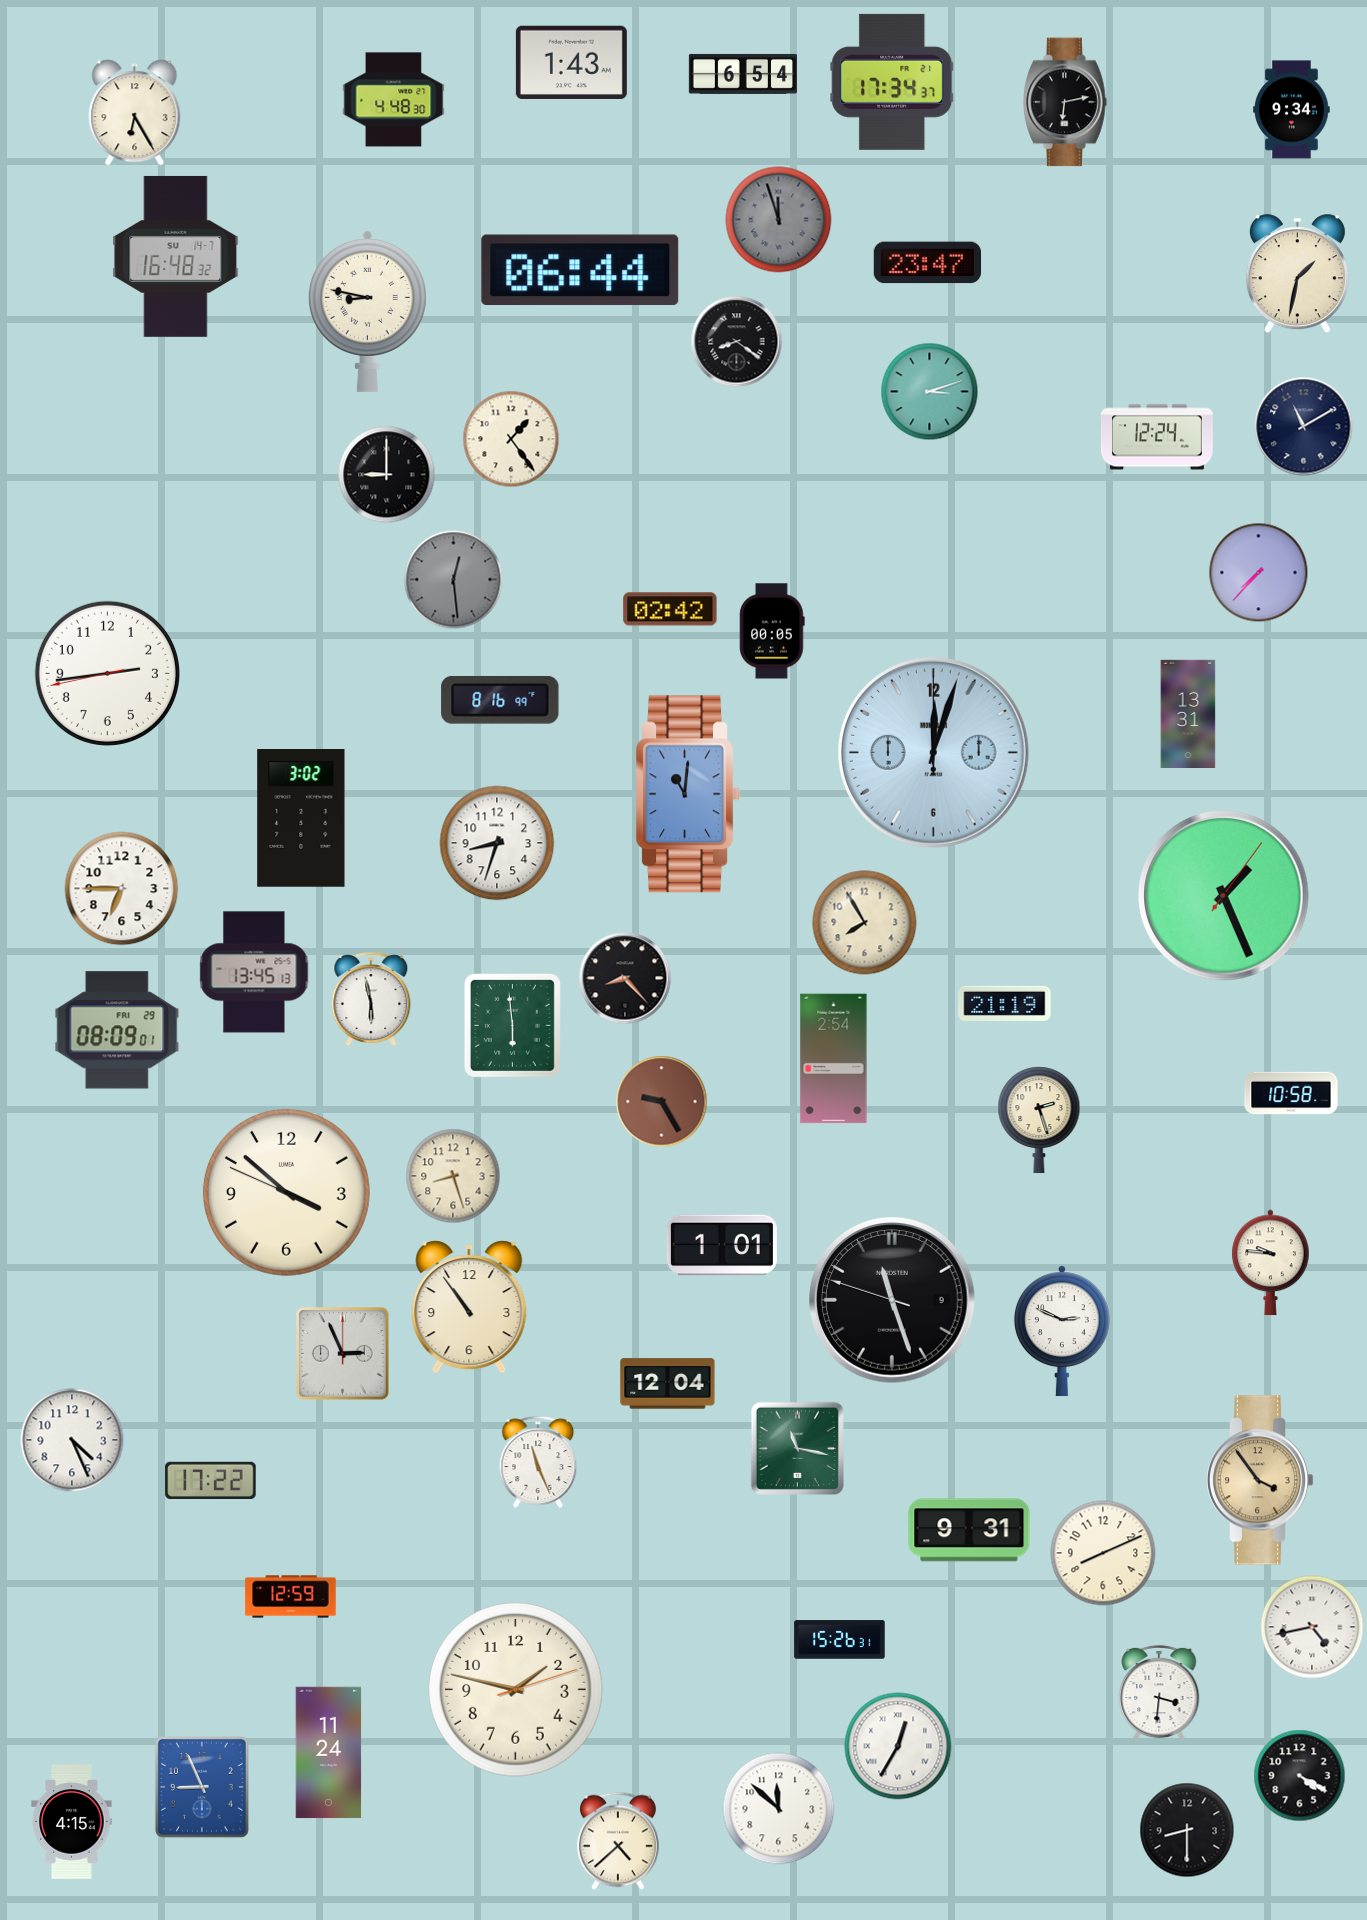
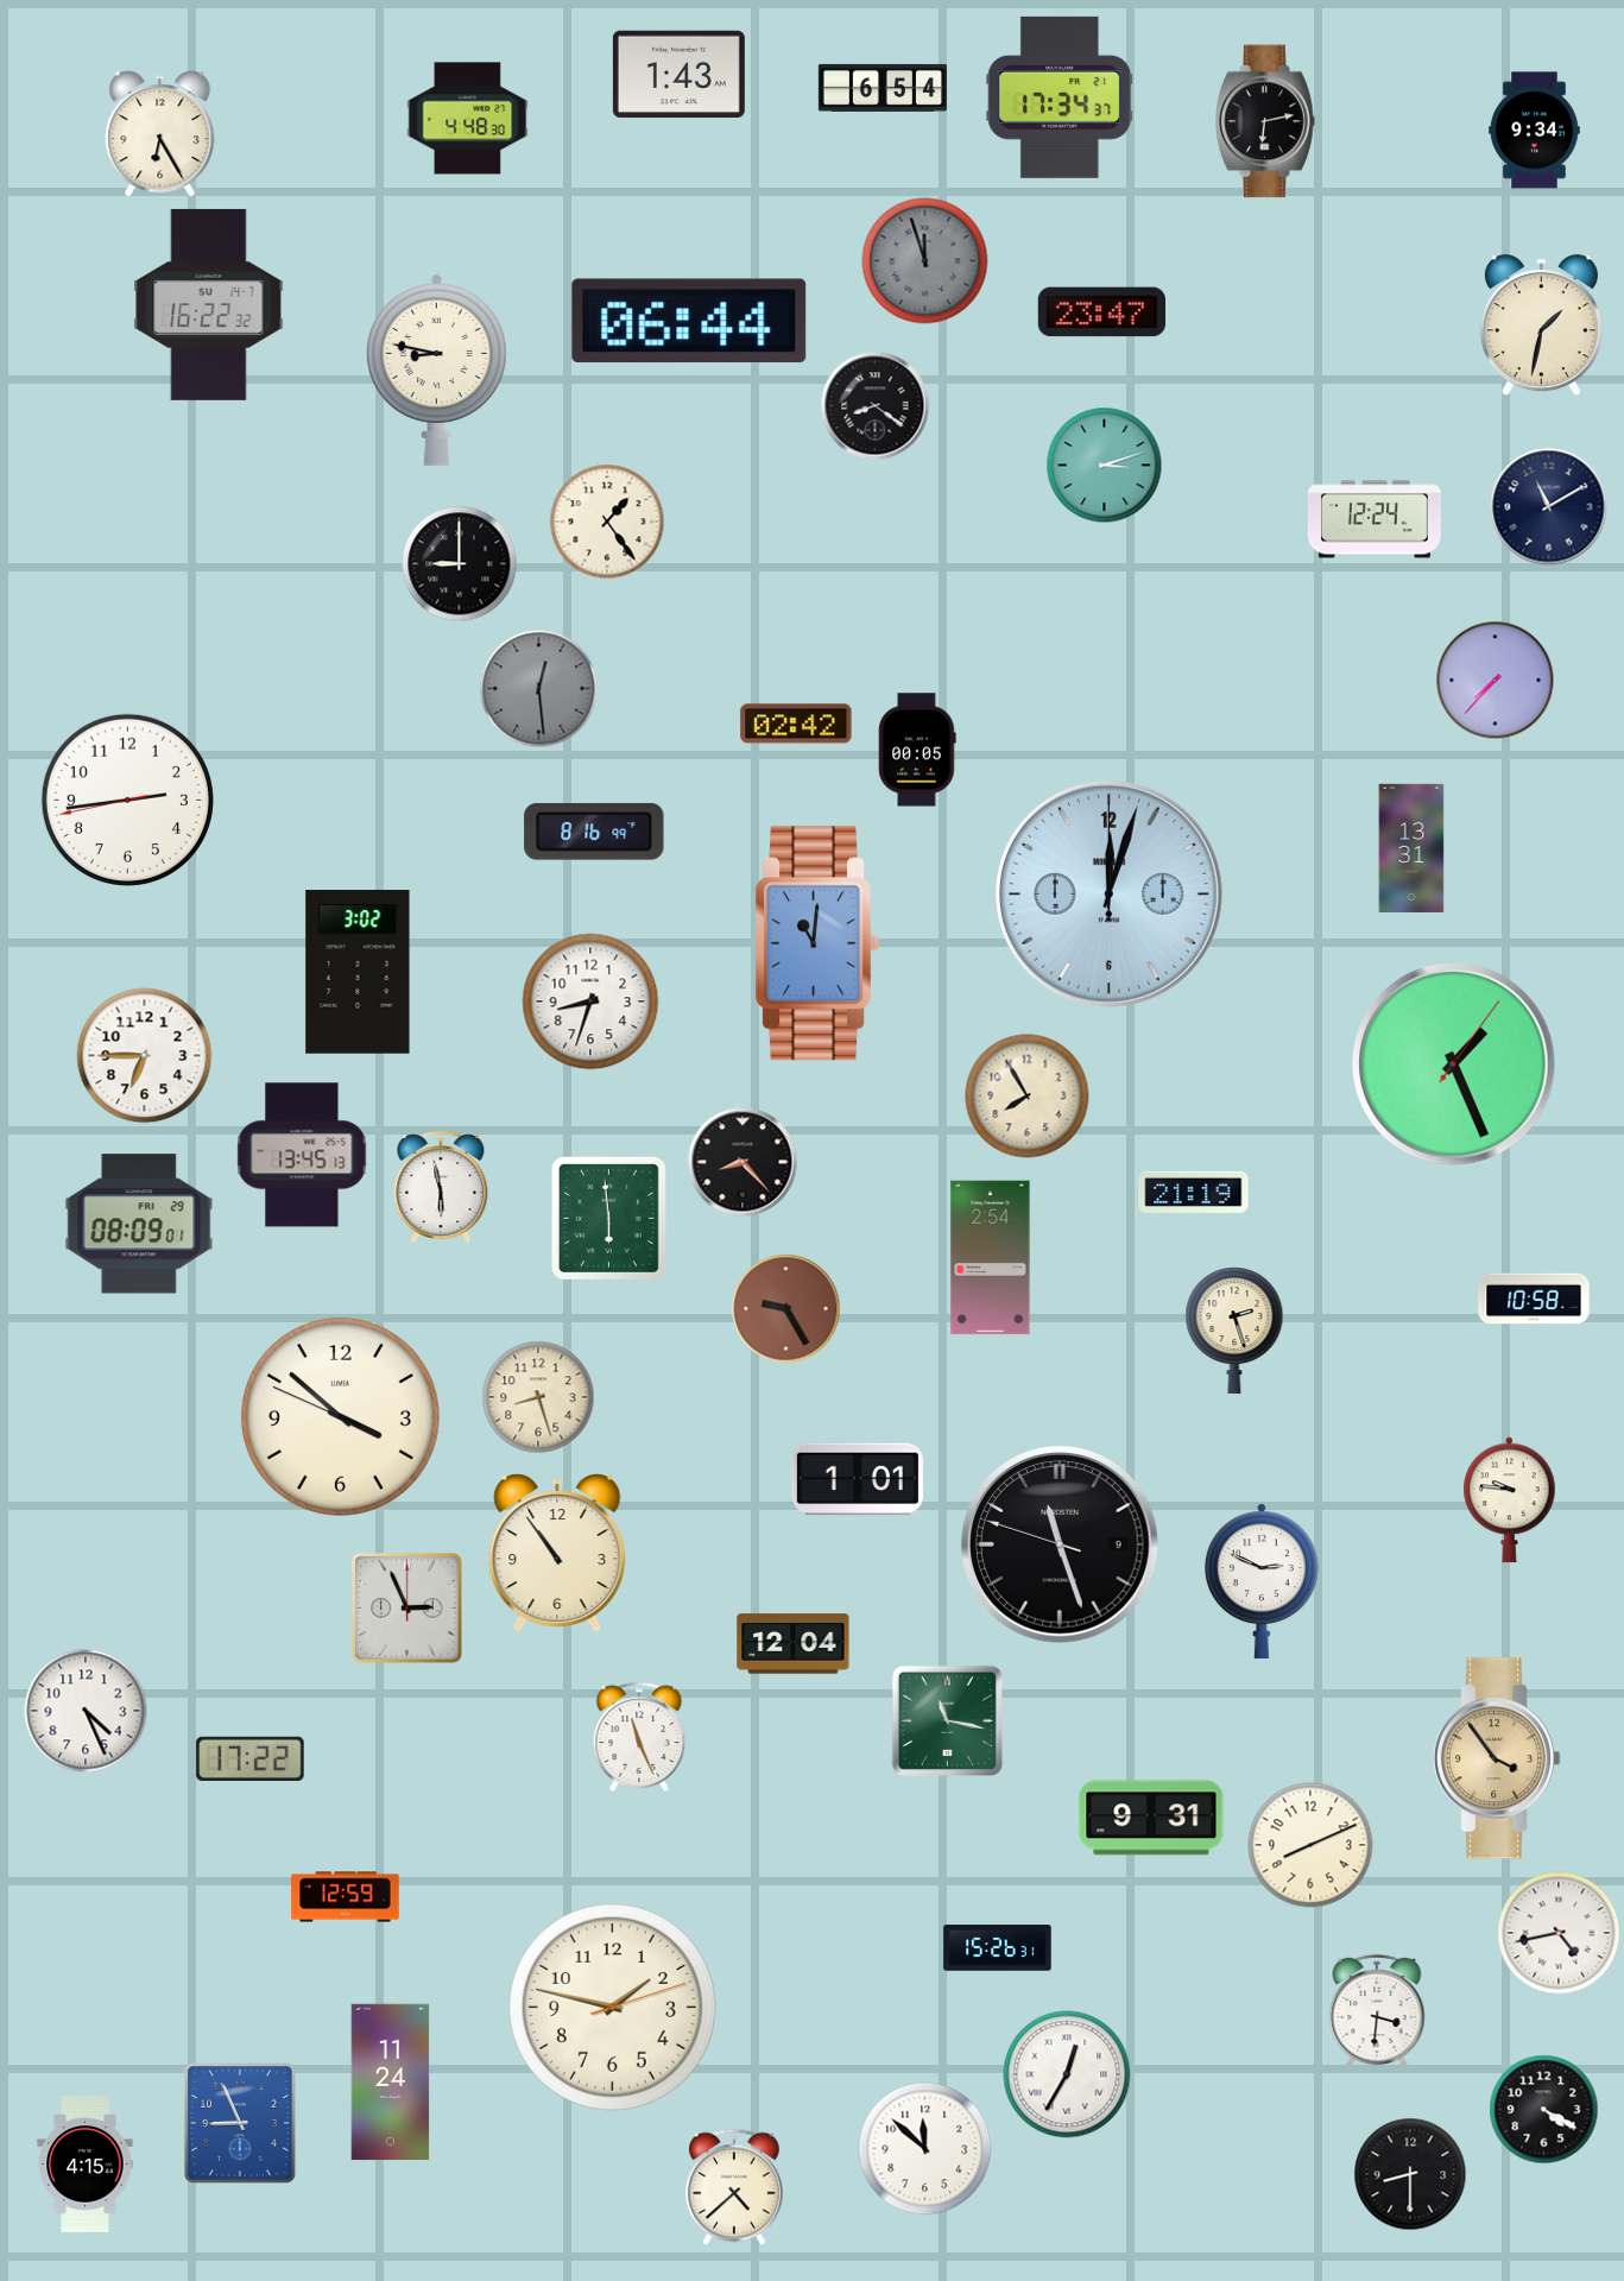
clock at (176, 256): 16:48 -> 16:22
